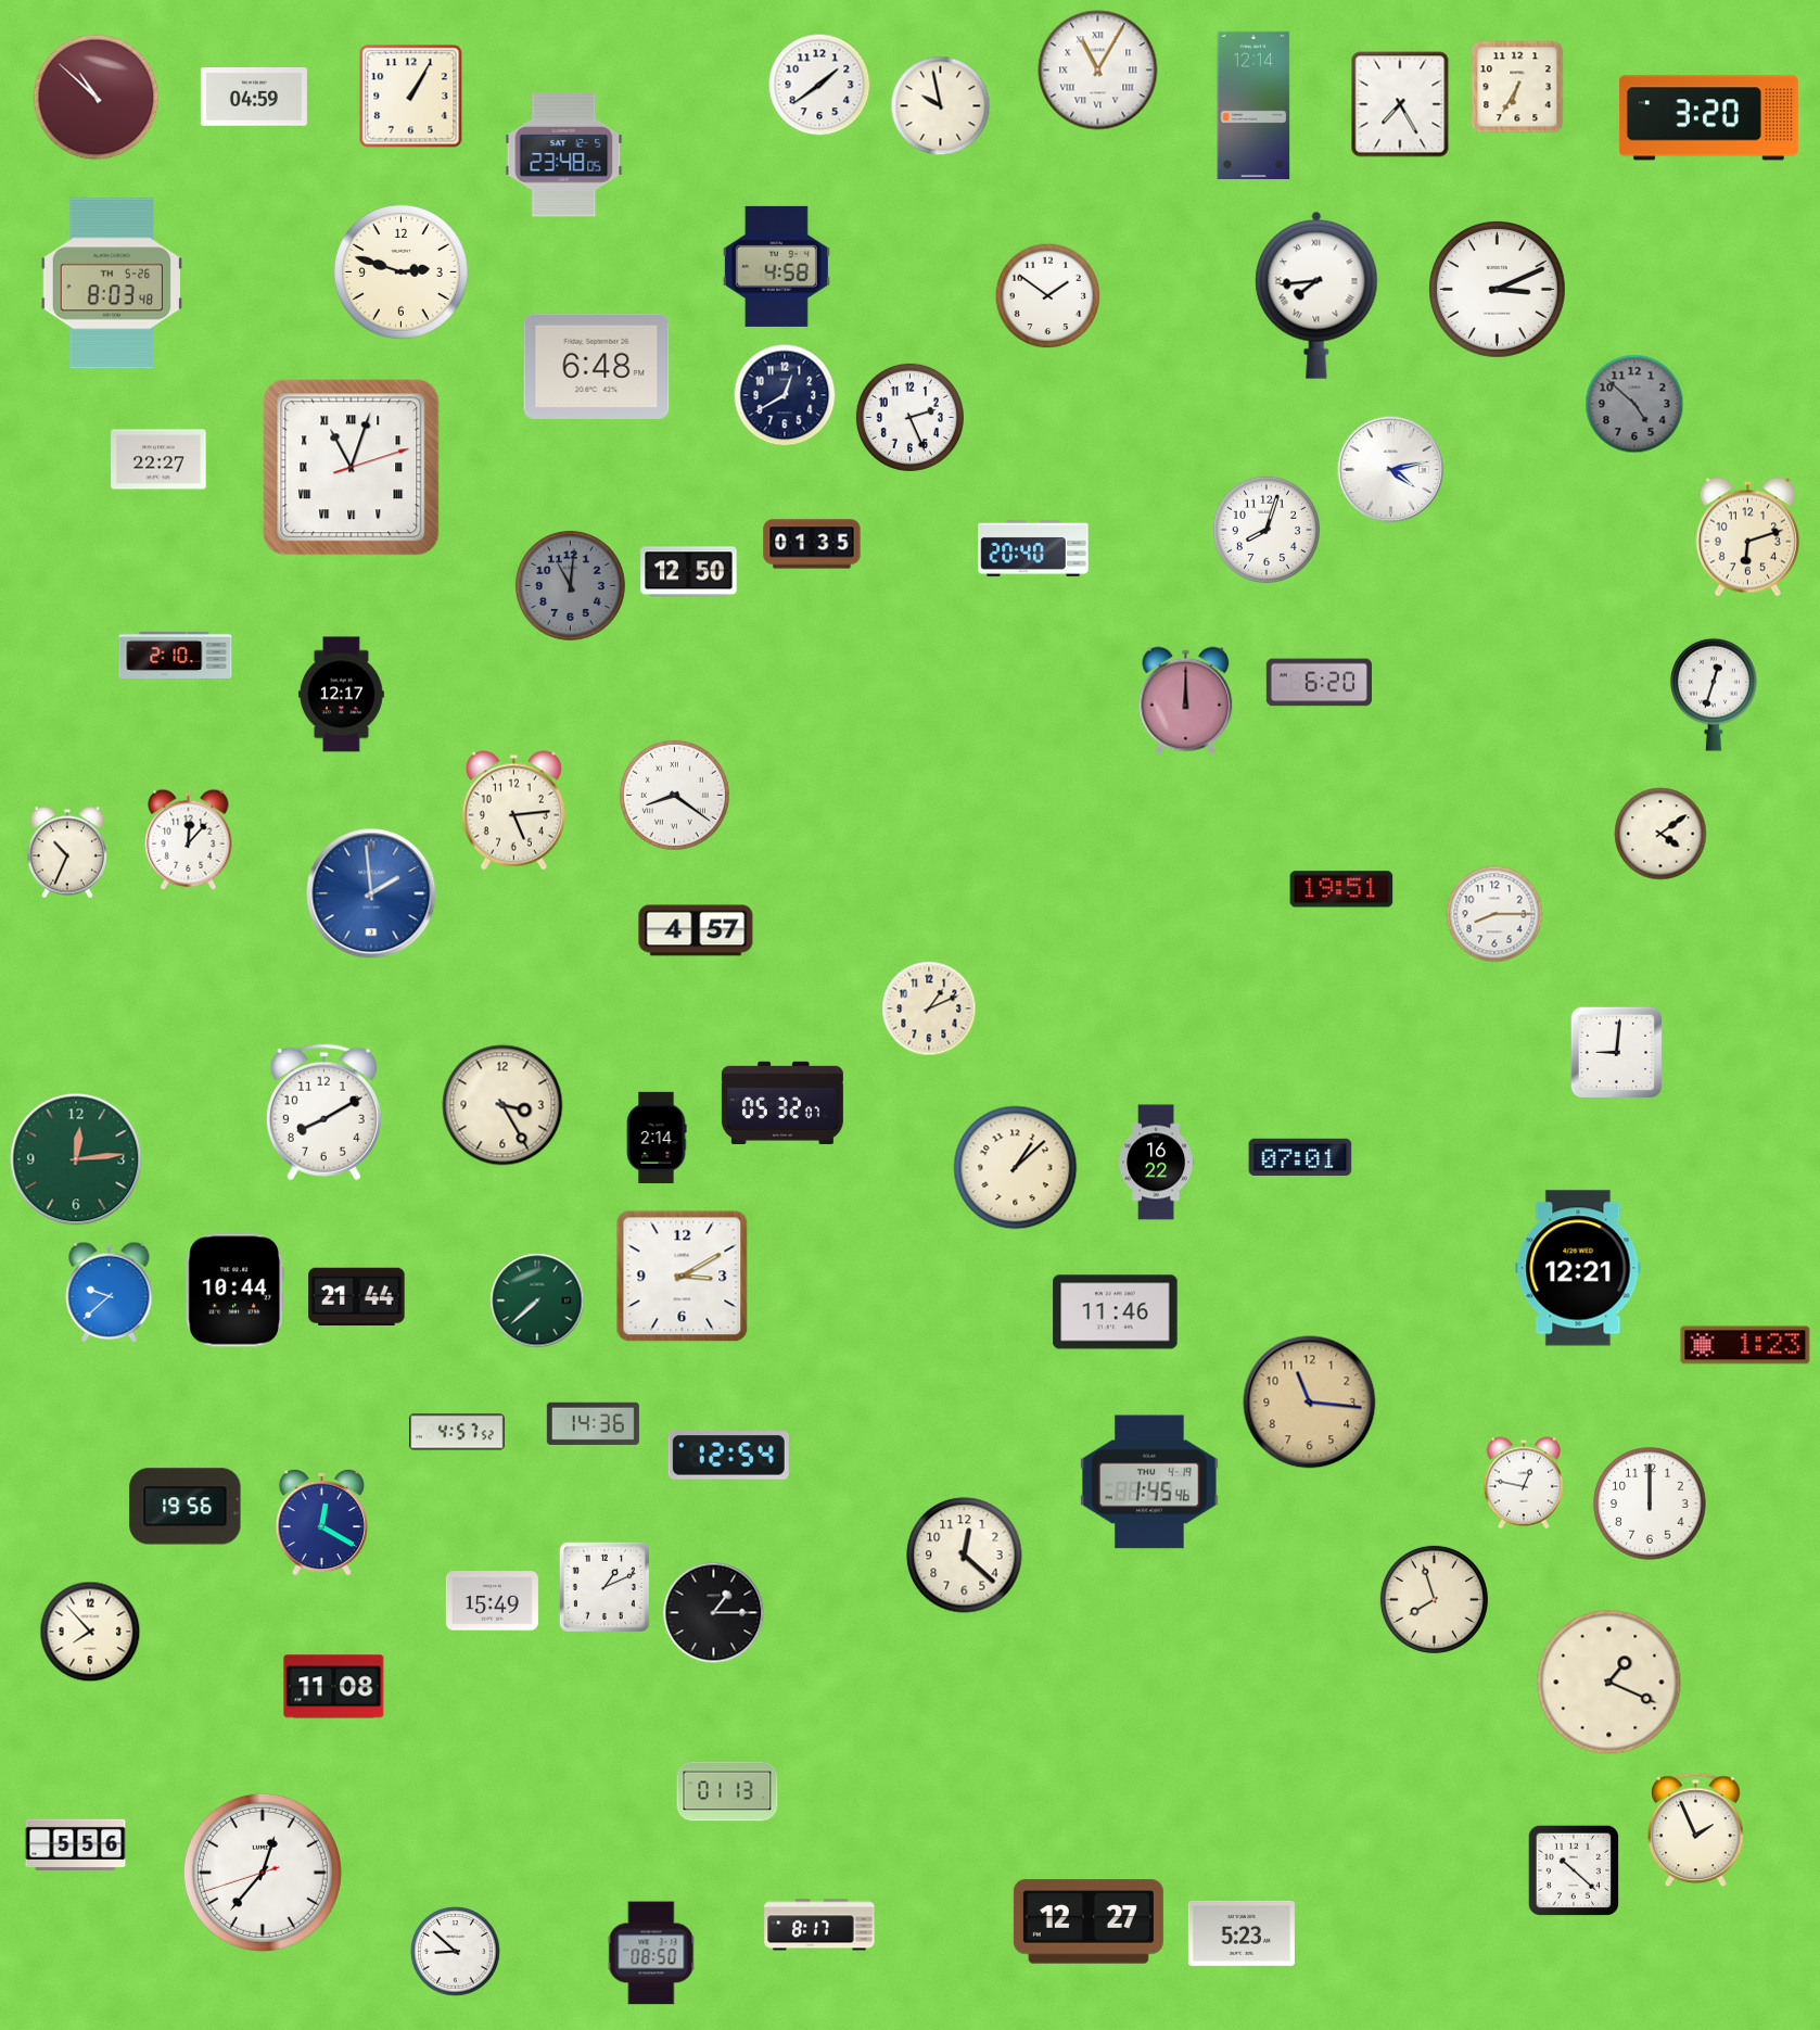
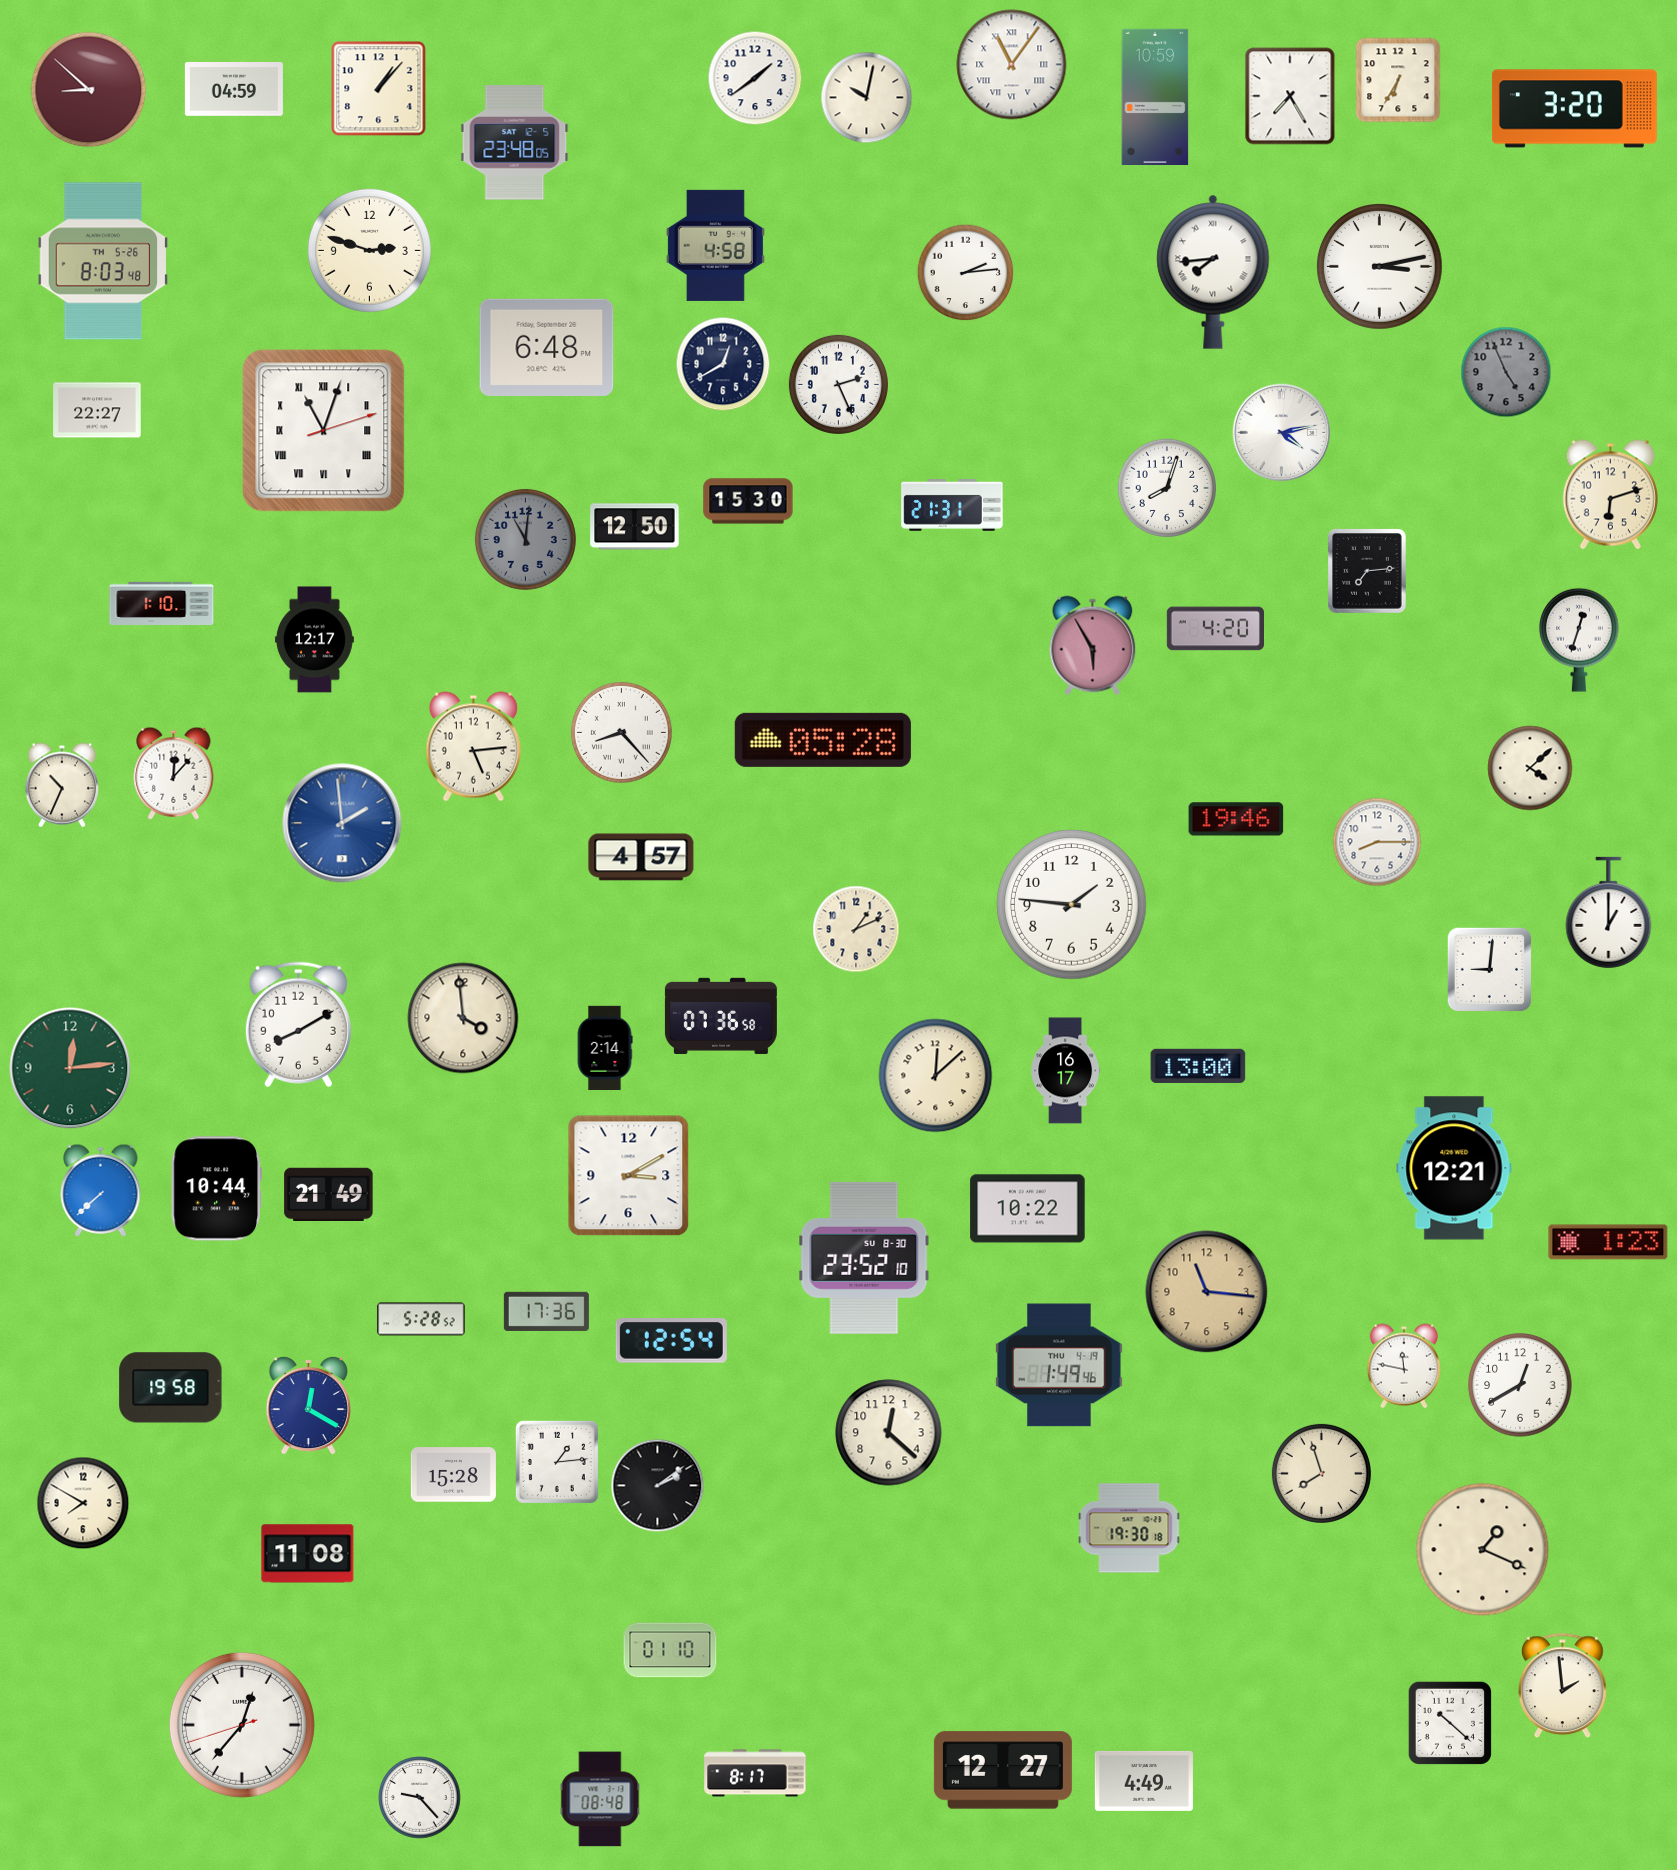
clock at (1098, 71): 11:05 -> 11:06
clock at (411, 97): 1:05 -> 1:07
clock at (97, 98): 10:52 -> 8:52
clock at (1253, 104): 12:14 -> 10:59
clock at (941, 106): 9:58 -> 10:02
clock at (564, 155) position: (564, 155) -> (515, 143)
clock at (1498, 290): 3:11 -> 3:13
clock at (1048, 296): 1:51 -> 2:14
clock at (597, 366) position: (597, 366) -> (547, 347)
clock at (1634, 404): 4:52 -> 4:56
clock at (158, 459) position: (158, 459) -> (97, 410)
clock at (812, 544): 01:35 -> 15:30
clock at (1033, 549): 20:40 -> 21:31
clock at (1367, 571): none -> 7:14
clock at (176, 655): 2:10 -> 1:10
clock at (1319, 683): 6:20 -> 4:20
clock at (1186, 701): 12:00 -> 5:55
clock at (674, 795): 8:21 -> 8:23
clock at (823, 740): none -> 05:28
clock at (1660, 834): 4:09 -> 4:08
clock at (1341, 889): 19:51 -> 19:46
clock at (1072, 905): none -> 1:46
clock at (1609, 913): none -> 1:00
clock at (782, 1103): 05:32 -> 07:36
clock at (502, 1105): 3:25 -> 3:59
clock at (1300, 1156): 07:01 -> 13:00
clock at (1156, 1163): 16:22 -> 16:17
clock at (1016, 1168): 1:08 -> 12:08
clock at (110, 1292): 9:38 -> 7:38
clock at (357, 1296): 21:44 -> 21:49
clock at (537, 1301): 7:38 -> none
clock at (1116, 1312): 11:46 -> 10:22
clock at (1745, 1345) position: (1745, 1345) -> (1608, 1242)
clock at (864, 1258): none -> 23:52
clock at (593, 1423): 14:36 -> 17:36
clock at (457, 1432): 4:57 -> 5:28
clock at (1149, 1482): 1:45 -> 1:49
clock at (1524, 1483): 12:47 -> 11:47
clock at (1650, 1504): 12:00 -> 12:40
clock at (186, 1507): 19:56 -> 19:58
clock at (321, 1522) position: (321, 1522) -> (308, 1405)
clock at (604, 1587): 1:11 -> 1:14
clock at (492, 1601): 15:49 -> 15:28
clock at (714, 1613): 1:15 -> 2:09
clock at (90, 1632): 7:53 -> 7:50
clock at (1129, 1528): none -> 19:30
clock at (727, 1791): 01:13 -> 01:10
clock at (1696, 1830): 1:56 -> 1:59
clock at (76, 1844): 5:56 -> none
clock at (1242, 1933): 5:23 -> 4:49
clock at (456, 1952): 8:52 -> 9:23
clock at (651, 1953): 08:50 -> 08:48
